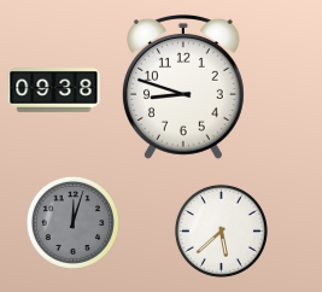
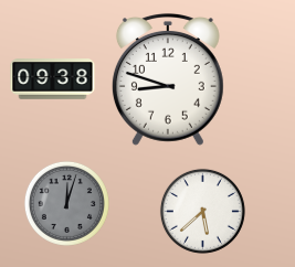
clock at (54, 90) position: (54, 90) -> (53, 79)
